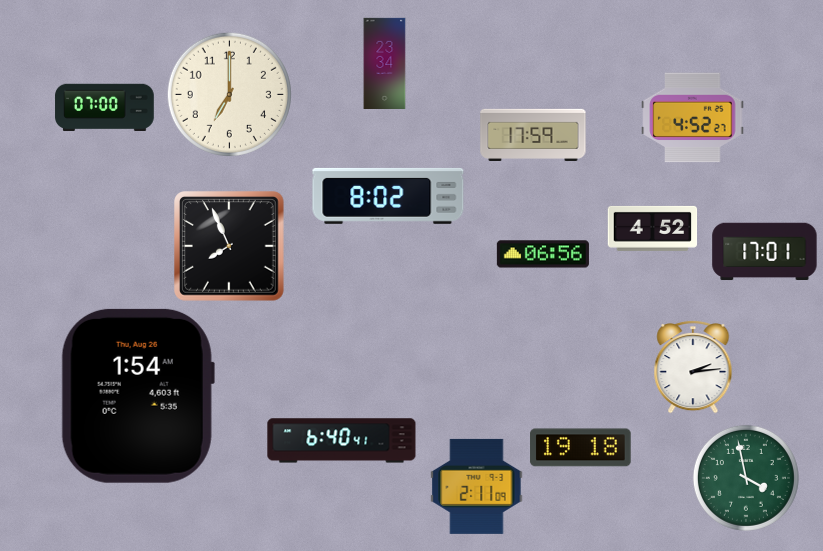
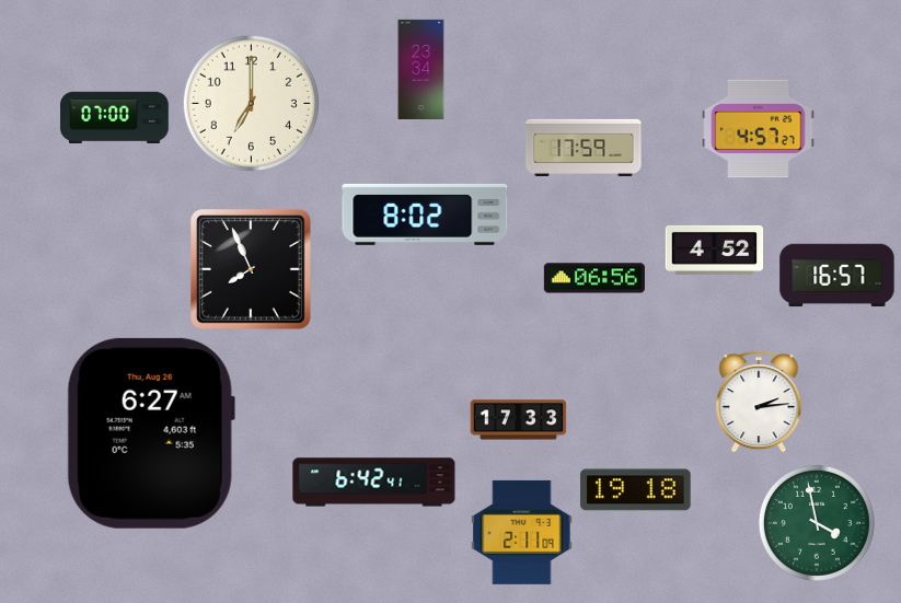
clock at (693, 118): 4:52 -> 4:57
clock at (765, 252): 17:01 -> 16:57
clock at (519, 420): none -> 17:33
clock at (138, 396): 1:54 -> 6:27
clock at (342, 441): 6:40 -> 6:42
